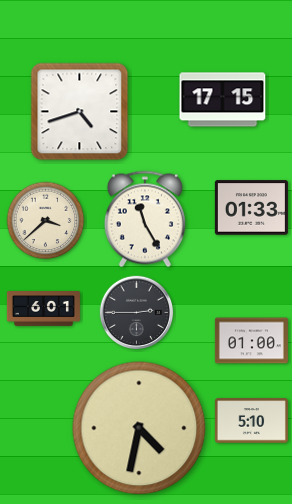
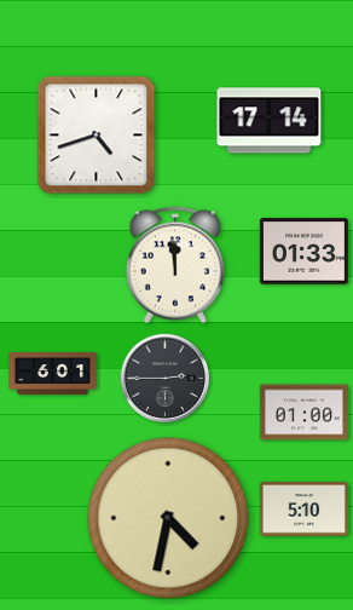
clock at (223, 100): 17:15 -> 17:14
clock at (145, 219): 11:25 -> 11:59
clock at (46, 221): 3:38 -> none
